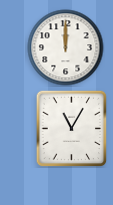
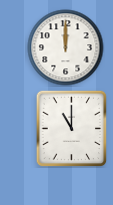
clock at (72, 128): 11:05 -> 11:00
